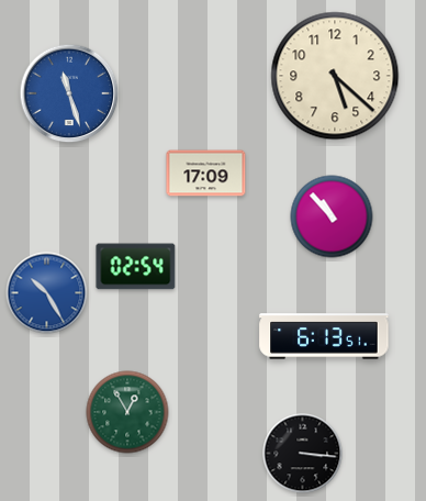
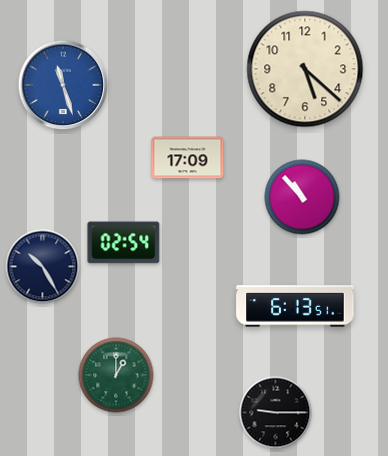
clock at (47, 293) dial: blue -> navy
clock at (127, 412): 12:55 -> 1:00
clock at (303, 454): 3:16 -> 9:15
